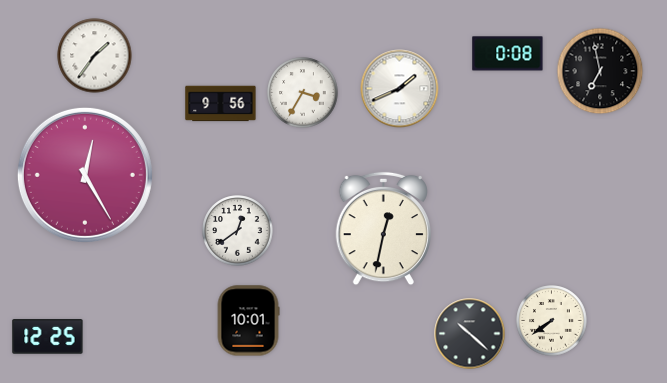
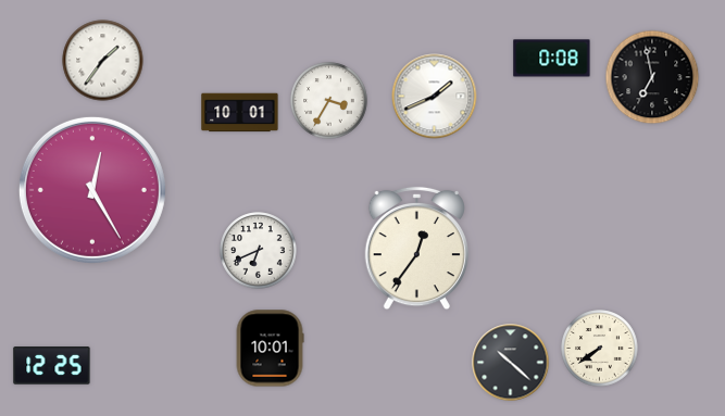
clock at (221, 104): 9:56 -> 10:01
clock at (383, 229): 12:32 -> 12:36
clock at (238, 231): 12:39 -> 6:41
